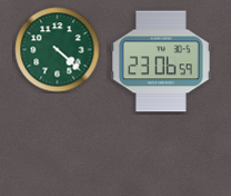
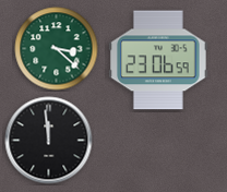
clock at (58, 50): 4:22 -> 3:22
clock at (49, 141): none -> 11:59
